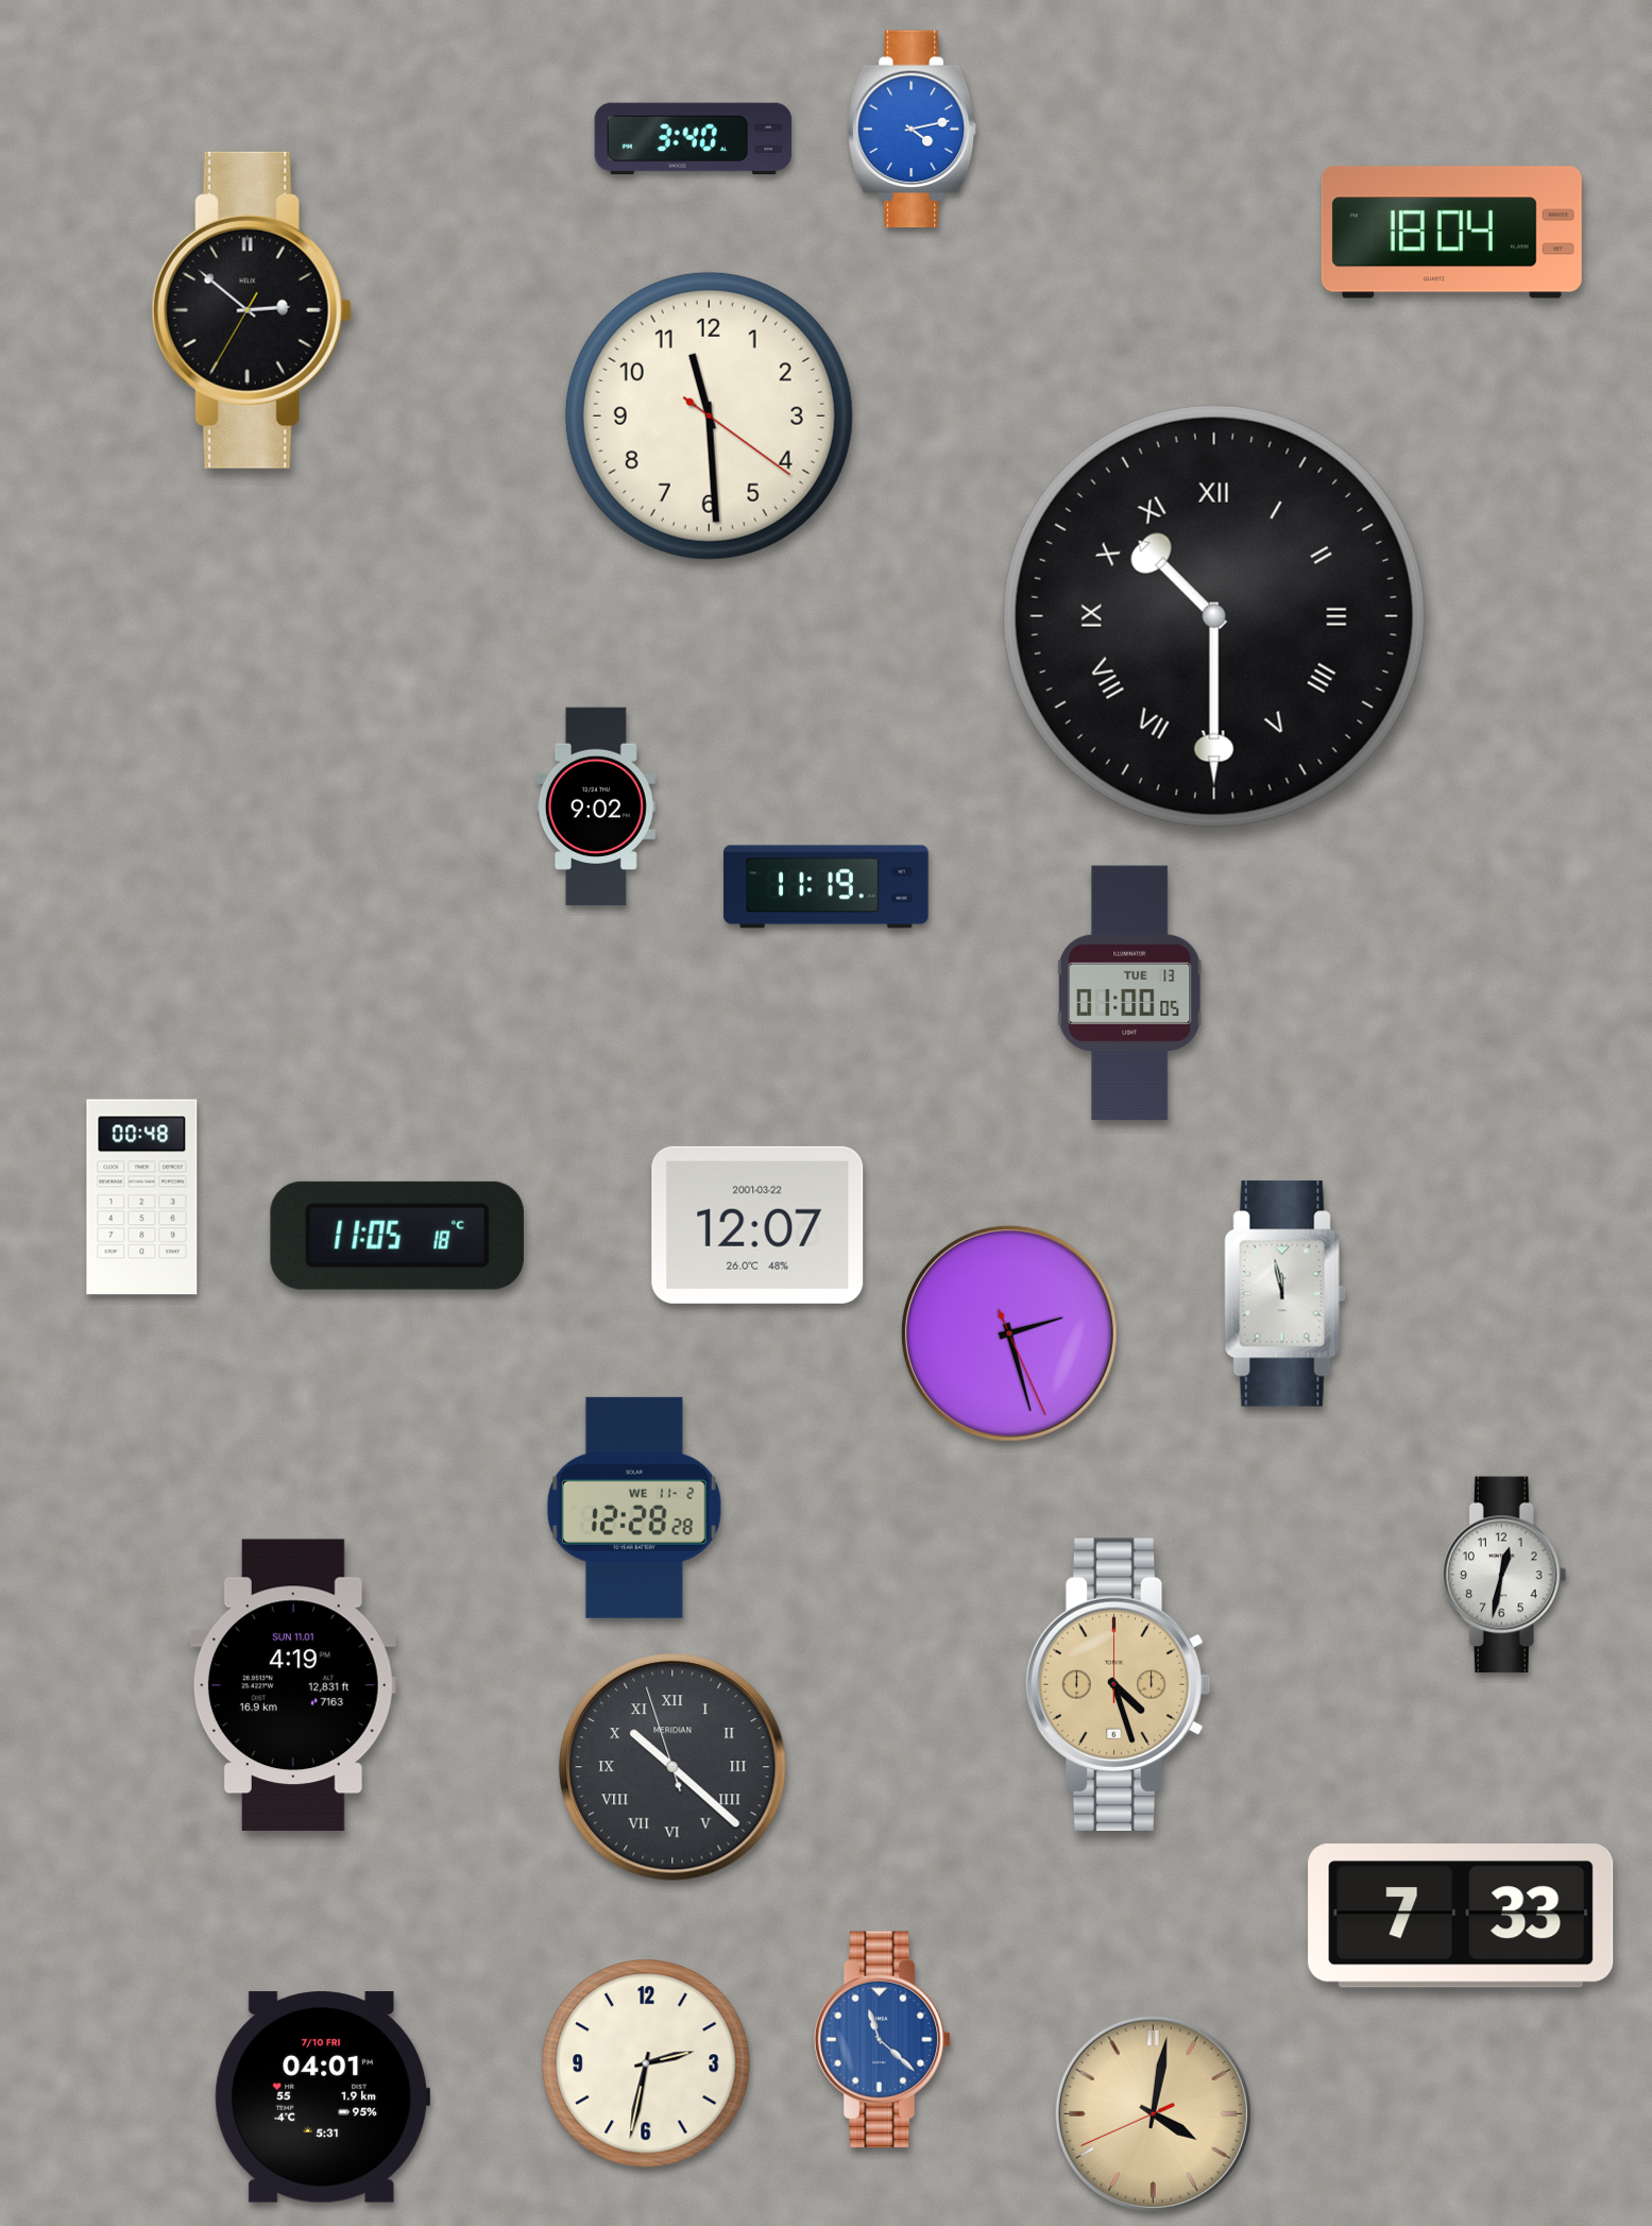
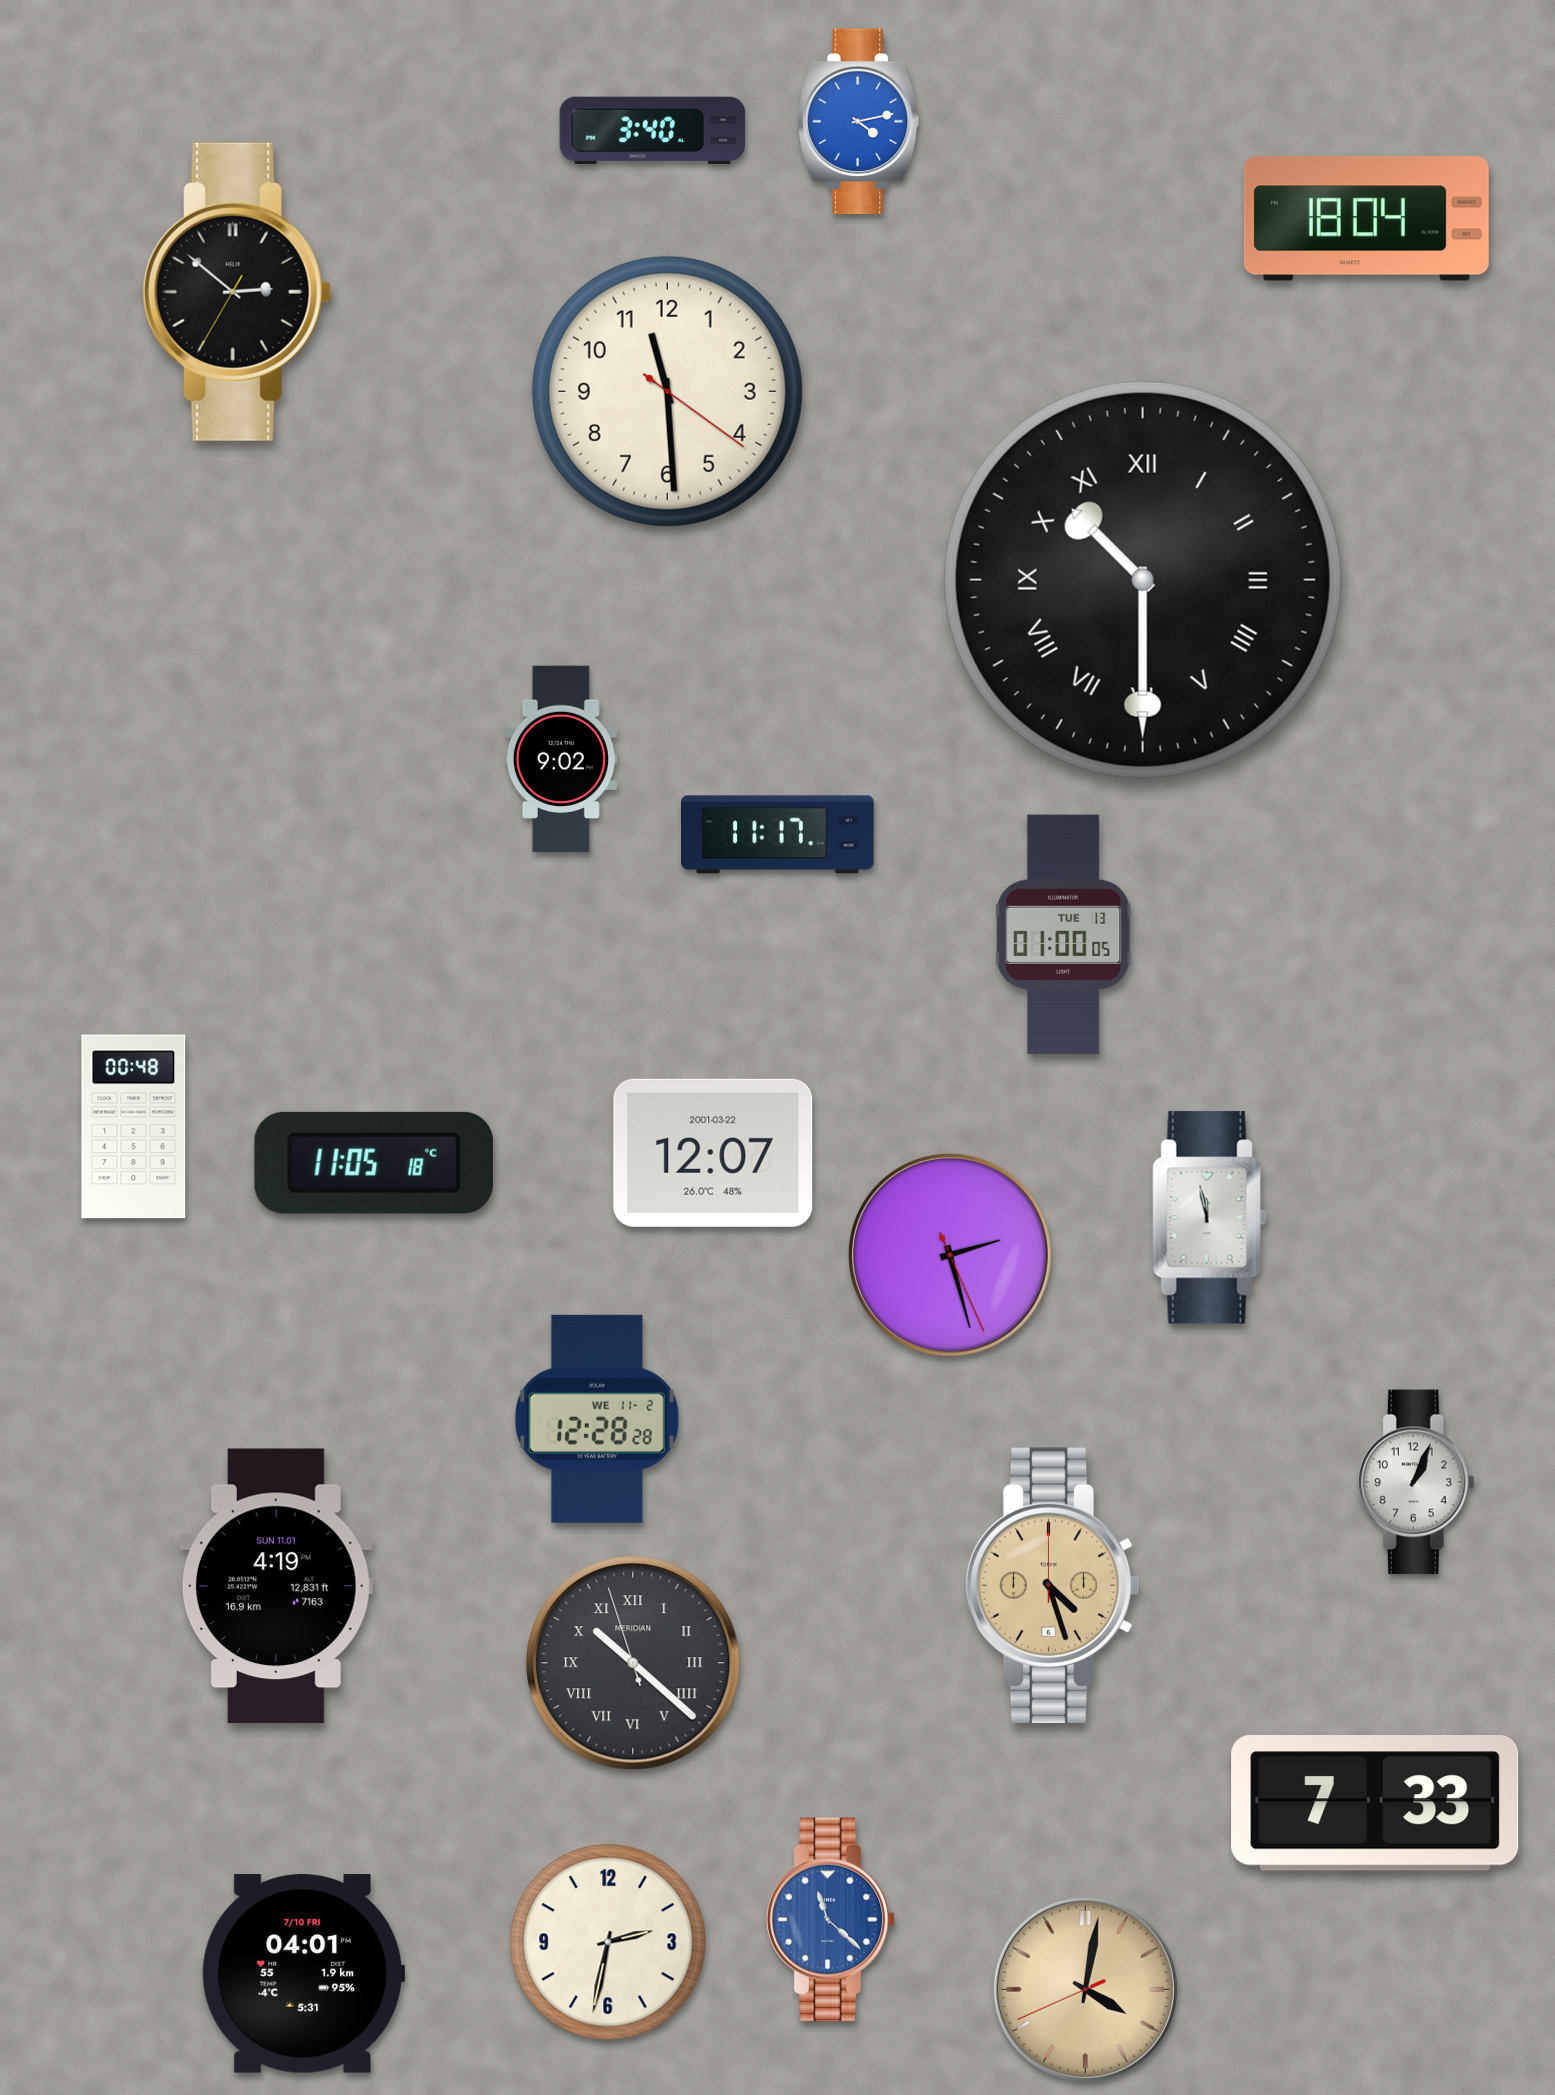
clock at (827, 887): 11:19 -> 11:17
clock at (1504, 1575): 12:32 -> 1:04
